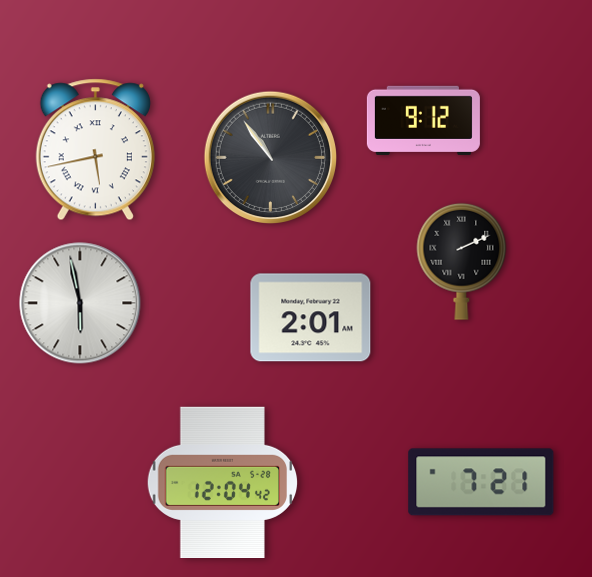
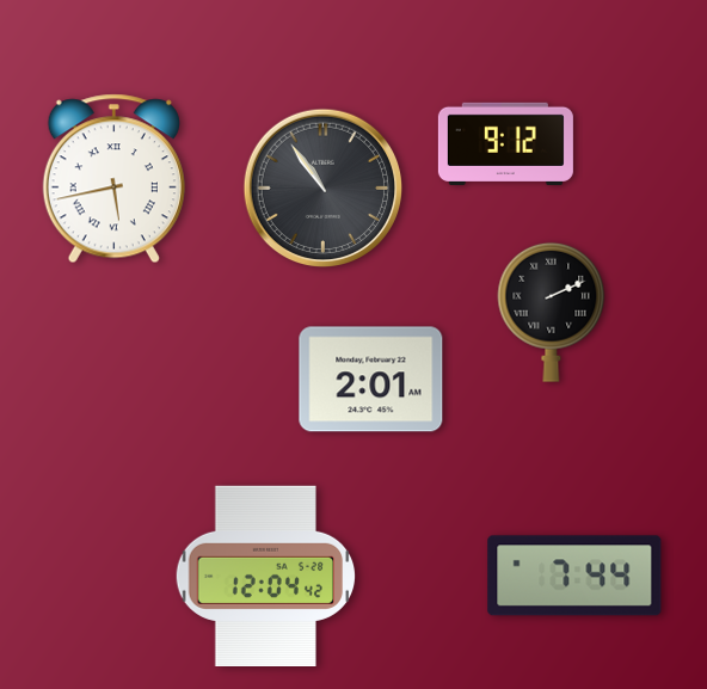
clock at (80, 303): 5:58 -> none
clock at (481, 482): 7:21 -> 7:44
